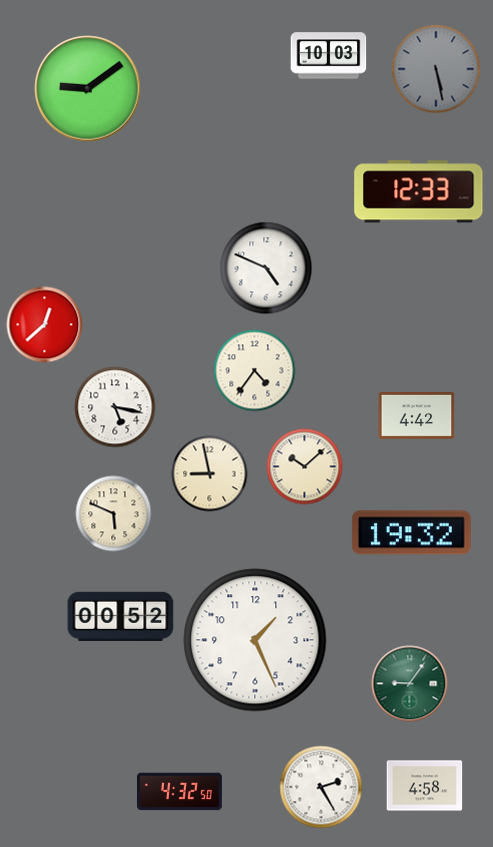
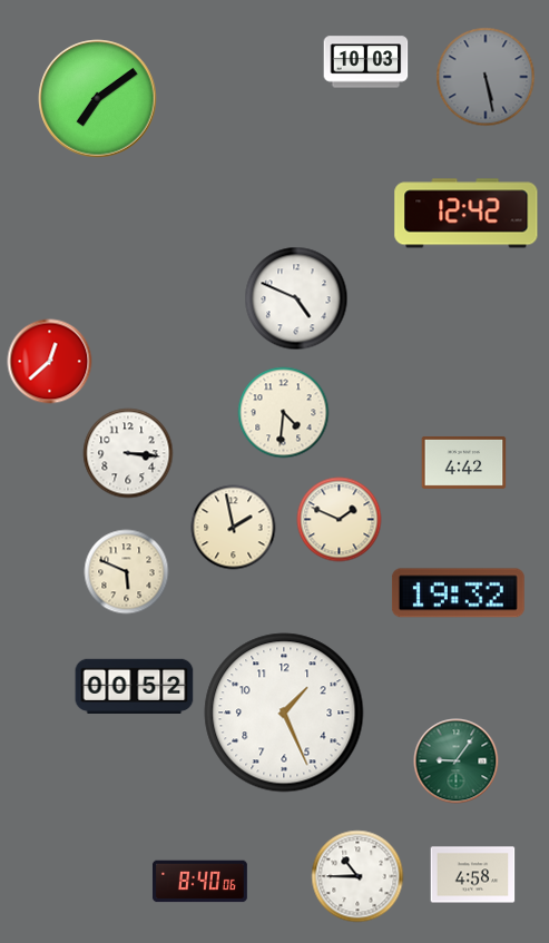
clock at (88, 89): 9:09 -> 7:09
clock at (419, 192): 12:33 -> 12:42
clock at (255, 371): 4:36 -> 4:31
clock at (115, 407): 5:17 -> 3:16
clock at (305, 467): 10:08 -> 1:49
clock at (210, 474): 8:58 -> 1:58
clock at (321, 787): 2:25 -> 10:45
clock at (179, 792): 4:32 -> 8:40
